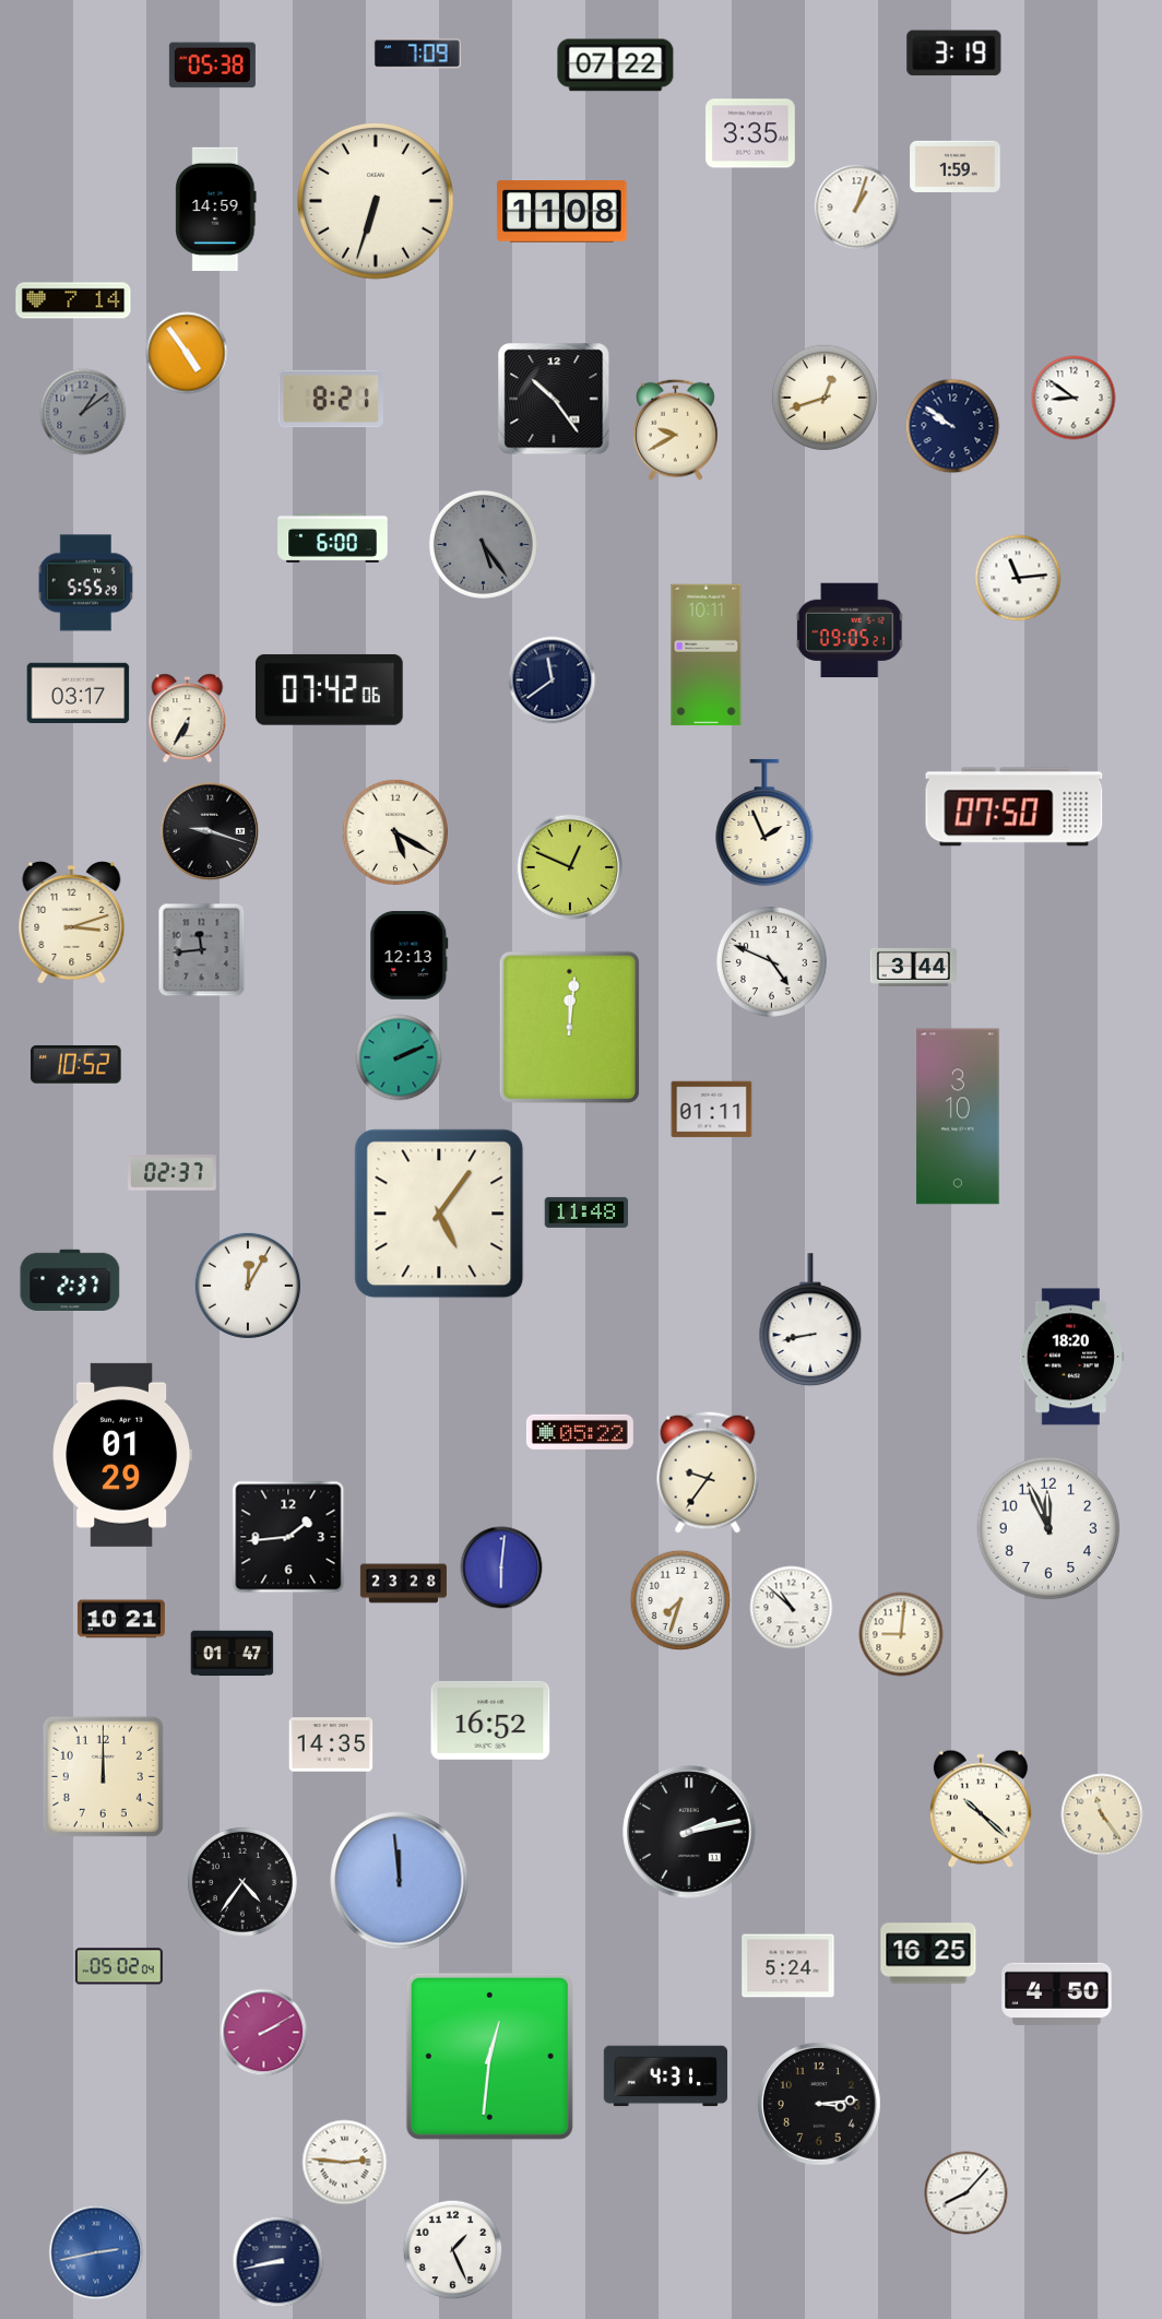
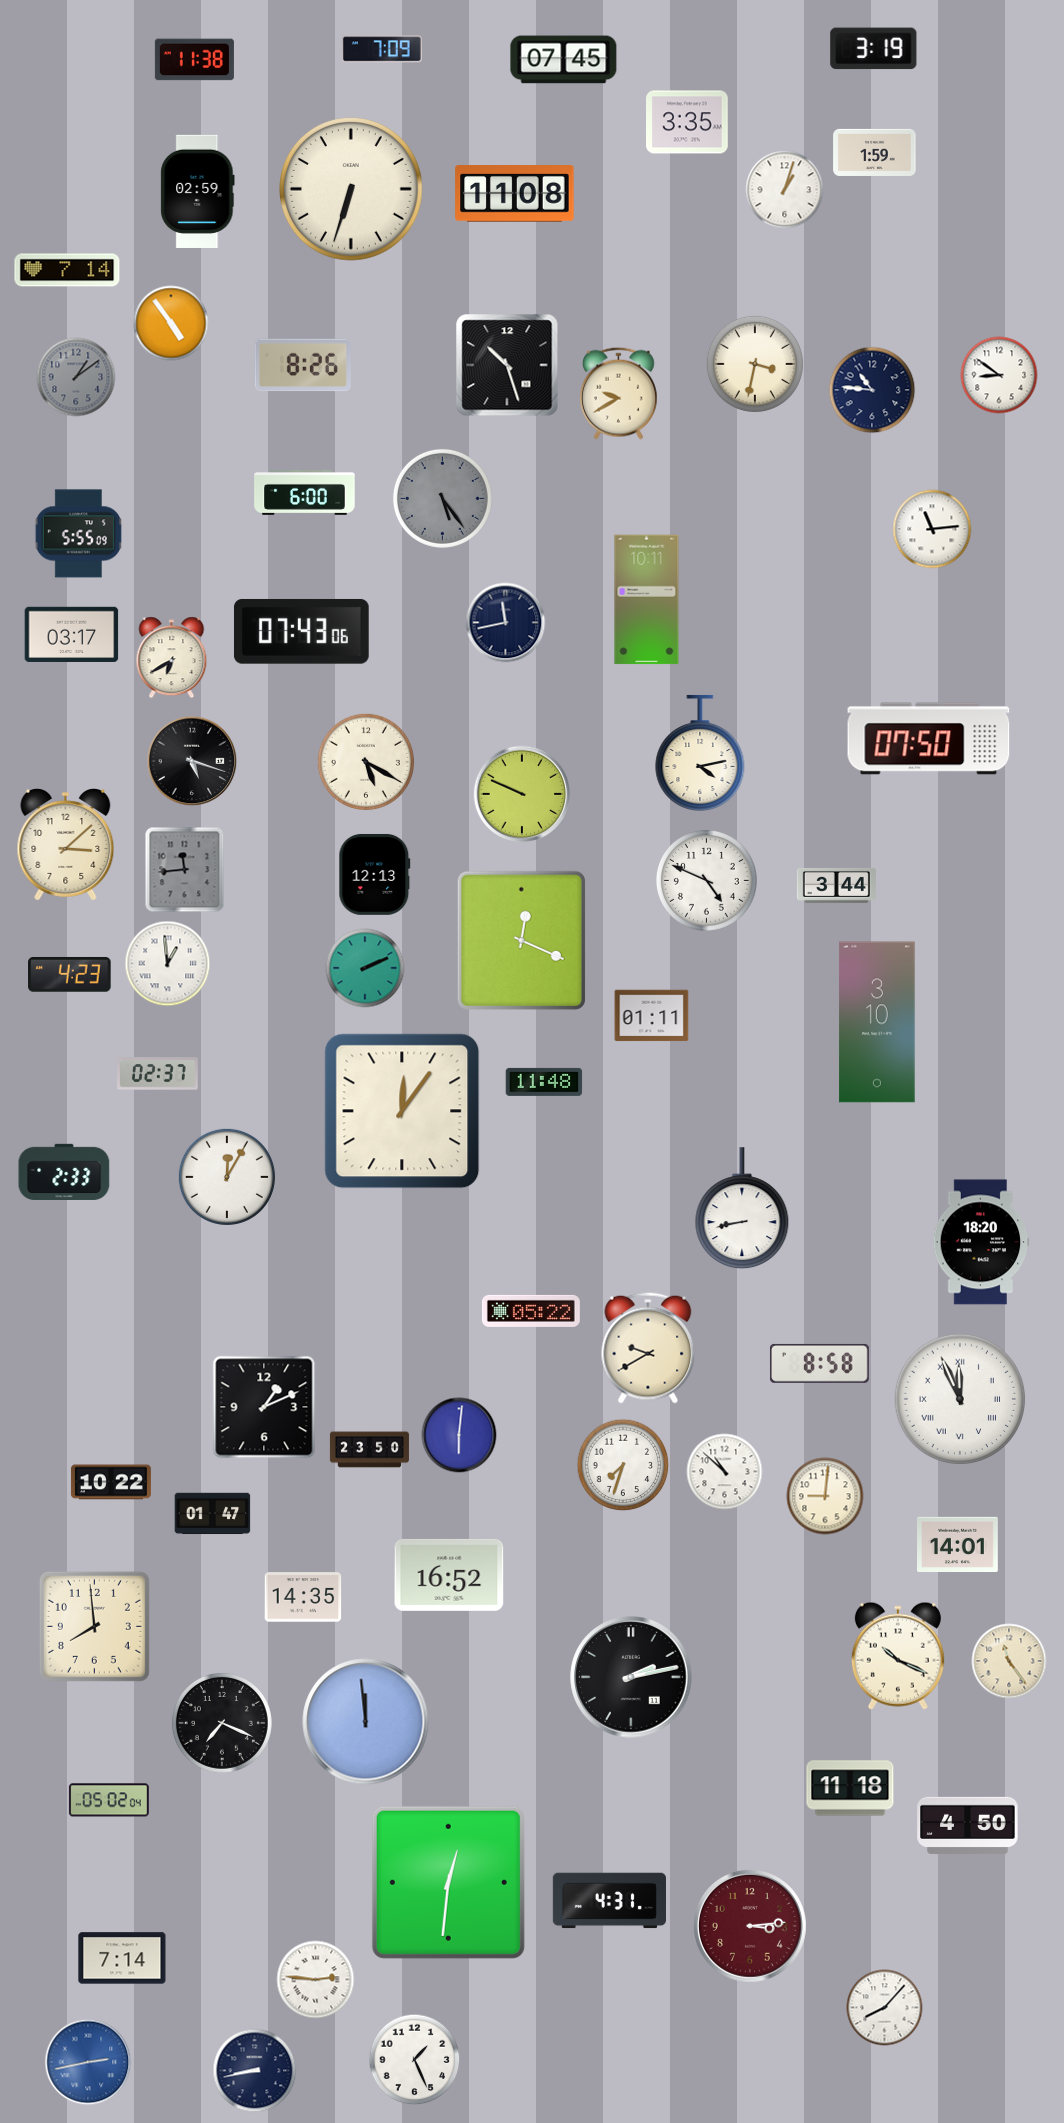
clock at (212, 66): 05:38 -> 11:38
clock at (616, 66): 07:22 -> 07:45
clock at (377, 202) position: (377, 202) -> (352, 190)
clock at (216, 209): 14:59 -> 02:59
clock at (73, 300) position: (73, 300) -> (67, 270)
clock at (825, 398): 12:42 -> 3:32
clock at (1074, 398) position: (1074, 398) -> (999, 375)
clock at (331, 399): 8:21 -> 8:26
clock at (554, 399): 10:24 -> 10:27
clock at (952, 426): 9:51 -> 10:46
clock at (85, 583): 5:55:29 -> 5:55:09
clock at (850, 630): 09:05 -> none
clock at (553, 681): 11:39 -> 11:43
clock at (329, 690): 07:42 -> 07:43
clock at (188, 719): 6:35 -> 6:40
clock at (764, 823): 1:56 -> 4:13
clock at (210, 831): 9:18 -> 5:18
clock at (395, 832) position: (395, 832) -> (366, 762)
clock at (570, 867): 12:49 -> 9:49
clock at (72, 923): 3:12 -> 3:08
clock at (569, 1027): 12:01 -> 12:19
clock at (168, 964): none -> 12:59
clock at (76, 1064): 10:52 -> 4:23
clock at (586, 1212) position: (586, 1212) -> (544, 1082)
clock at (439, 1214): 5:06 -> 12:06
clock at (70, 1280): 2:37 -> 2:33
clock at (121, 1455): 01:29 -> none
clock at (708, 1472): 9:36 -> 9:40
clock at (819, 1363): none -> 8:58
clock at (1048, 1528) numerals: Arabic -> Roman
clock at (288, 1537): 1:44 -> 1:11
clock at (403, 1584): 23:28 -> 23:50
clock at (121, 1619): 10:21 -> 10:22
clock at (958, 1544): none -> 14:01
clock at (103, 1776): 12:00 -> 7:59
clock at (981, 1809): 10:22 -> 10:19
clock at (242, 1882): 4:36 -> 7:19
clock at (928, 1953): 16:25 -> 11:18
clock at (788, 1966): 5:24 -> none
clock at (264, 2033): 2:10 -> none
clock at (819, 2104) dial: black -> burgundy
clock at (122, 1958): none -> 7:14
